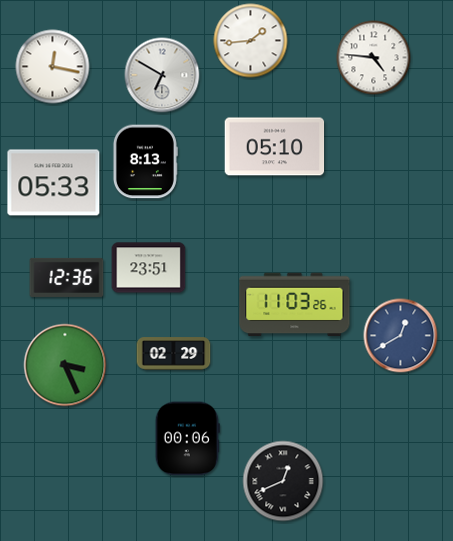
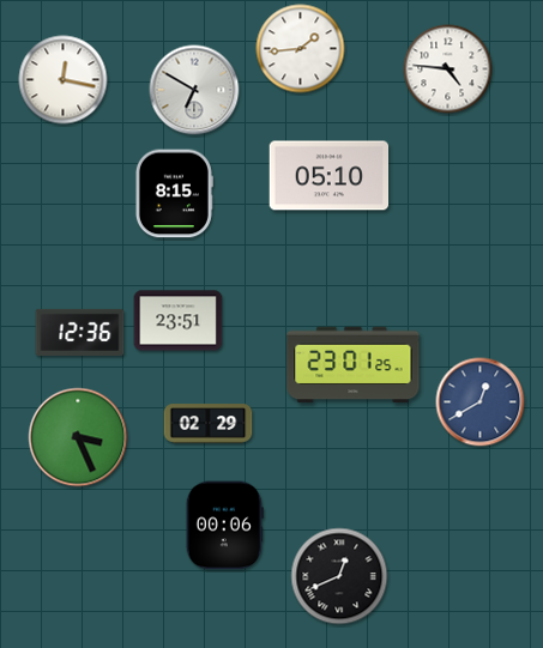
clock at (145, 162): 8:13 -> 8:15
clock at (54, 183): 05:33 -> none
clock at (295, 305): 11:03 -> 23:01
